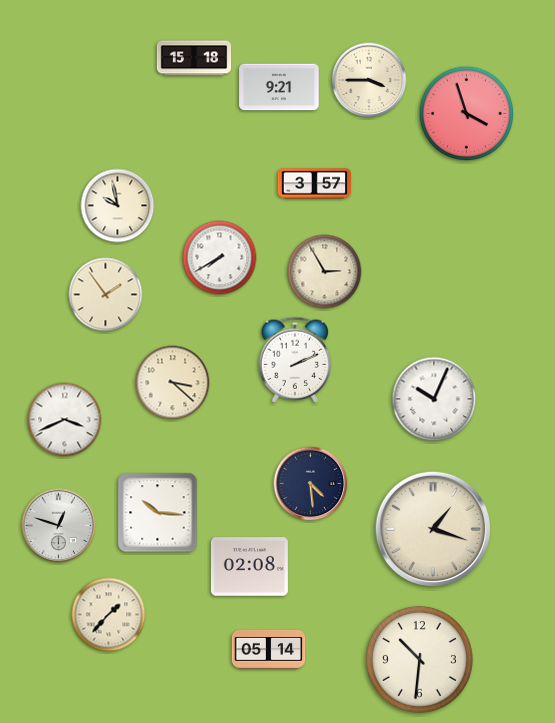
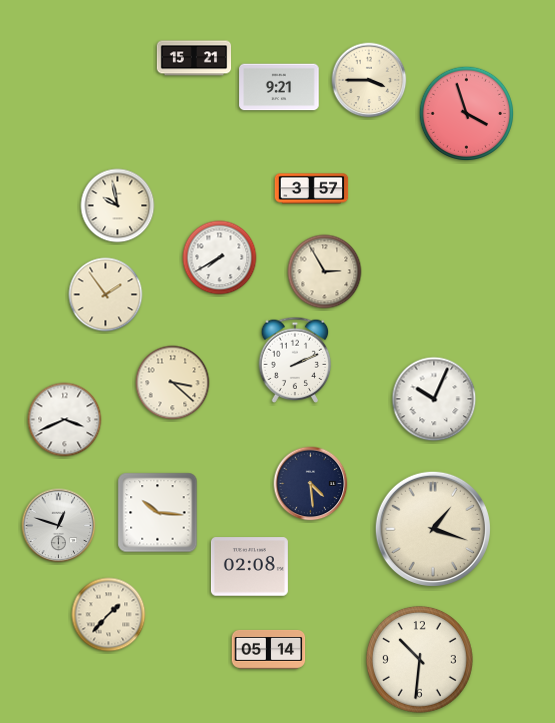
clock at (194, 58): 15:18 -> 15:21
clock at (315, 184) position: (315, 184) -> (312, 189)
